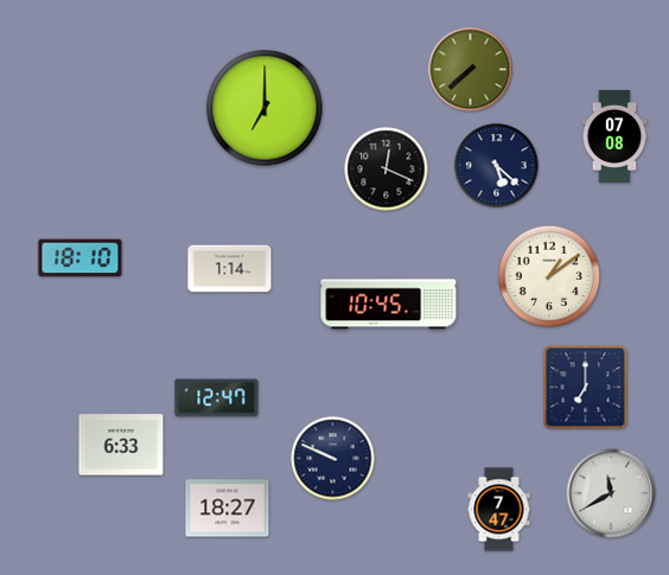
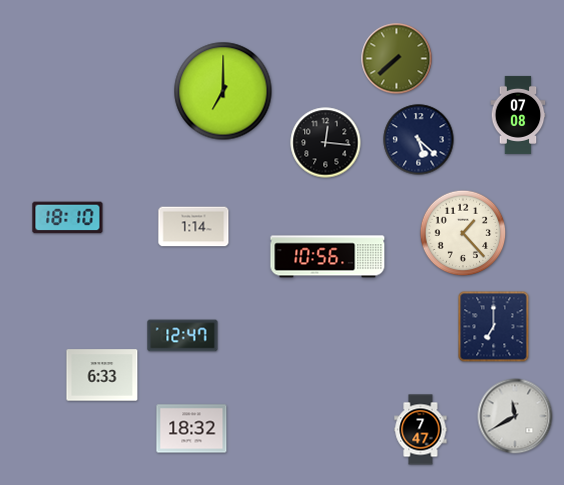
clock at (387, 170): 12:19 -> 12:16
clock at (549, 276): 1:09 -> 1:23
clock at (389, 305): 10:45 -> 10:56
clock at (333, 459): 9:49 -> none
clock at (228, 509): 18:27 -> 18:32
